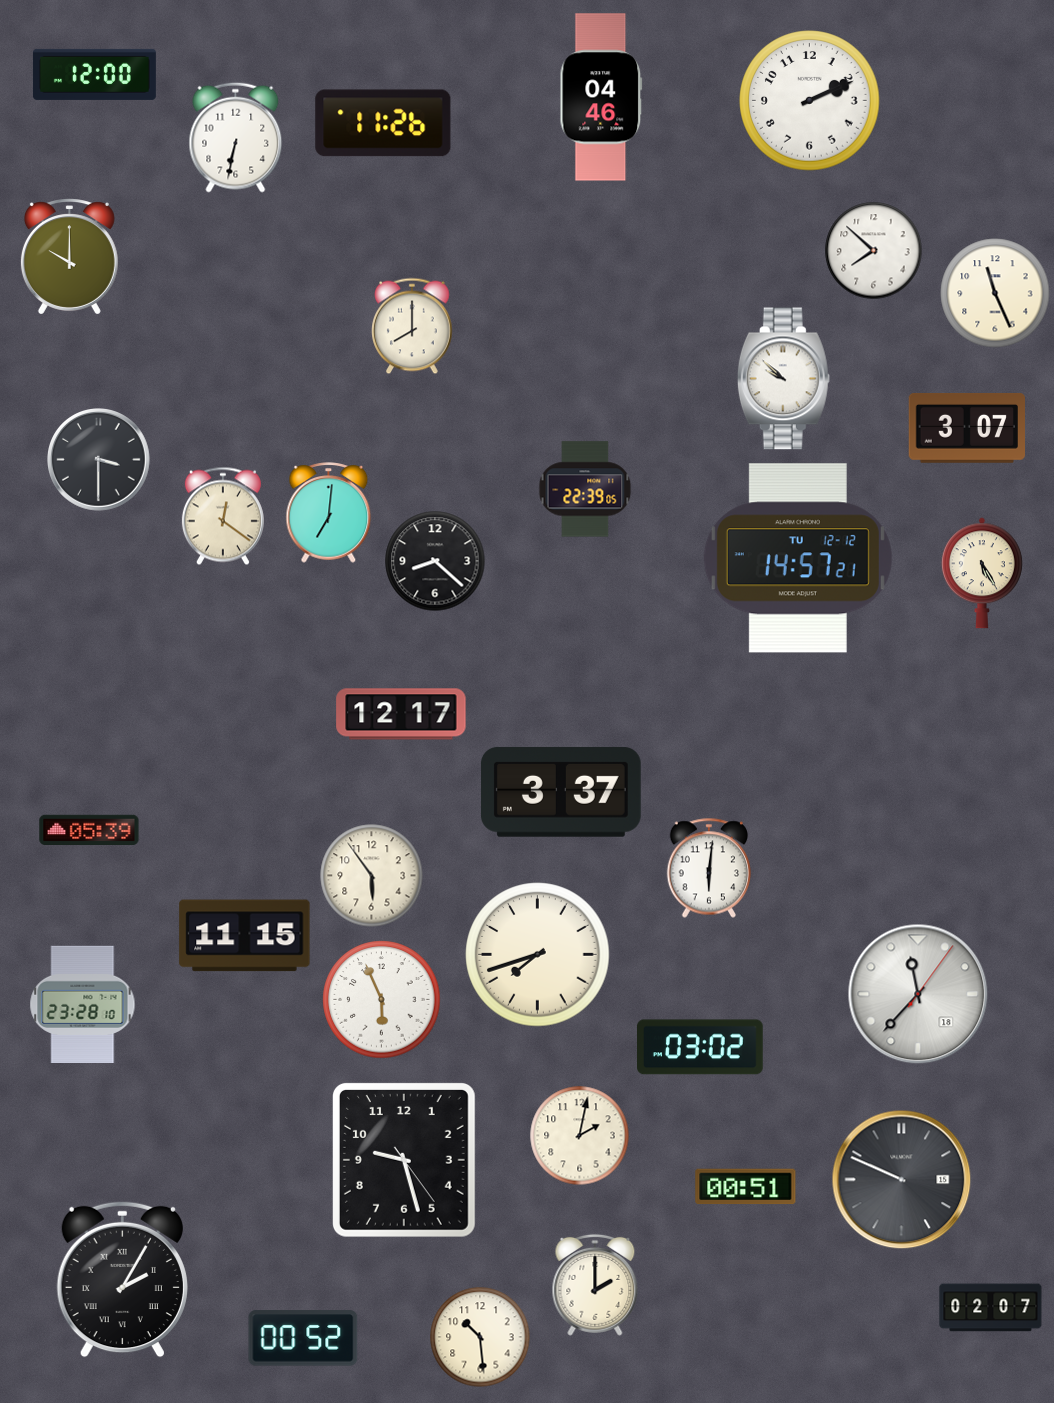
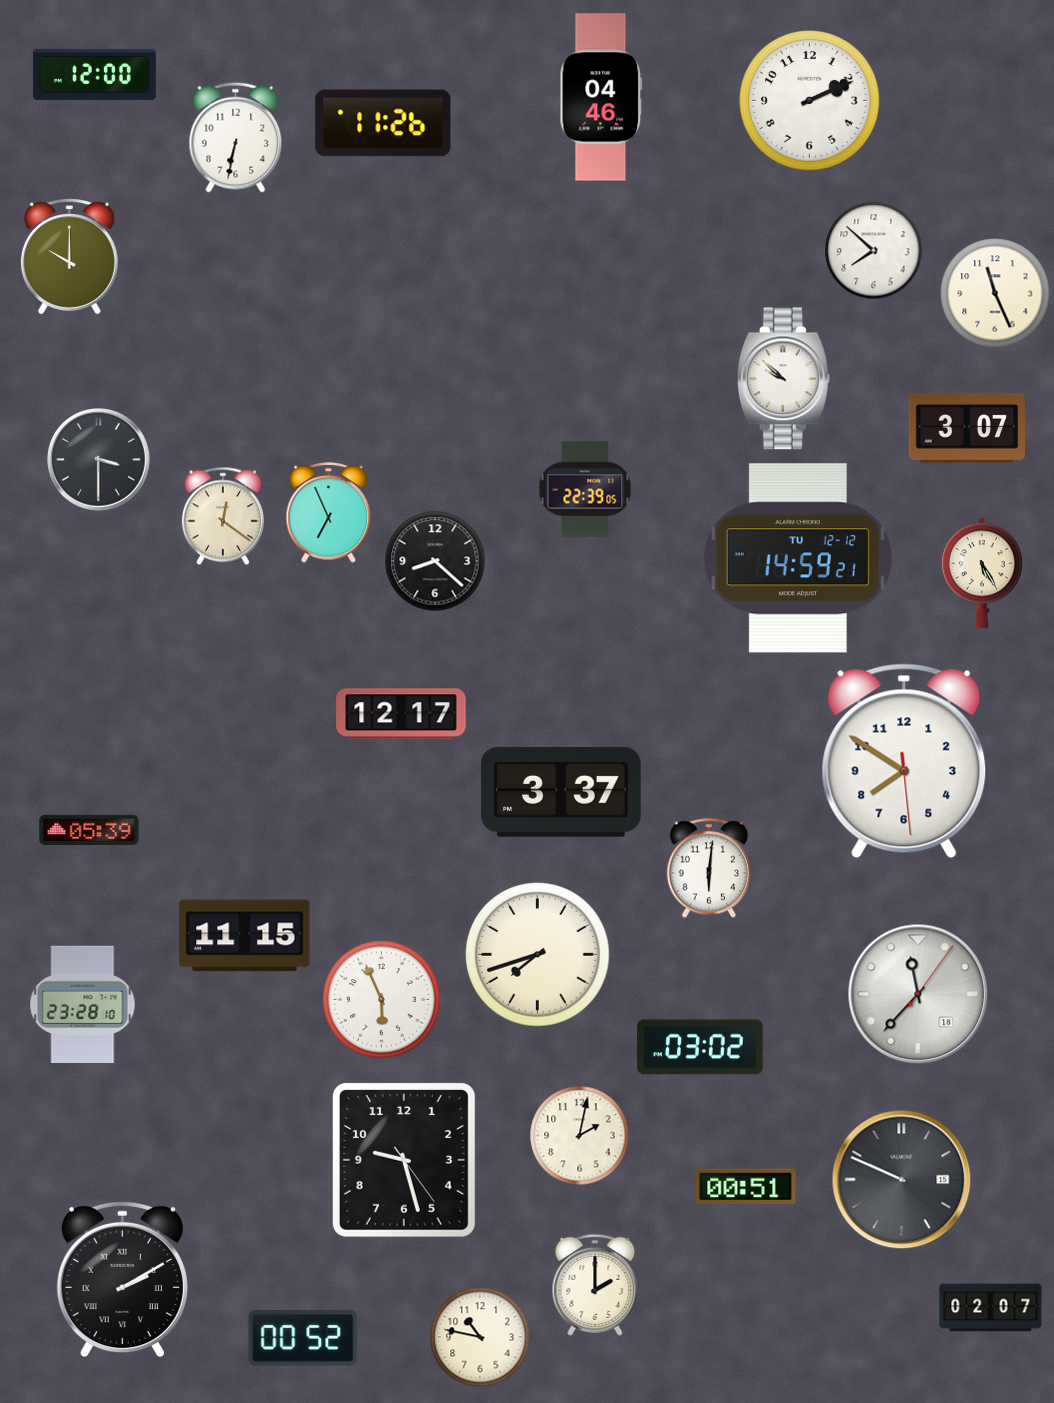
clock at (412, 326): 8:00 -> none
clock at (329, 513): 7:01 -> 6:56
clock at (798, 558): 14:57 -> 14:59
clock at (904, 761): none -> 7:50
clock at (372, 876): 5:54 -> none
clock at (122, 1280): 2:05 -> 2:10
clock at (480, 1337): 10:29 -> 10:47
